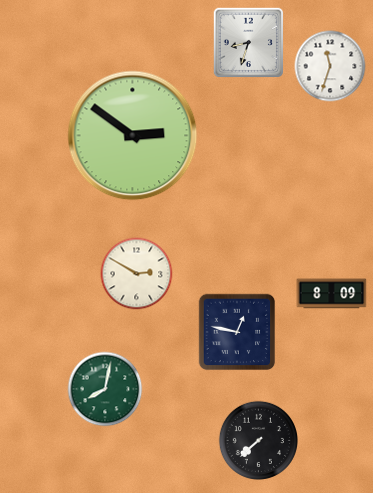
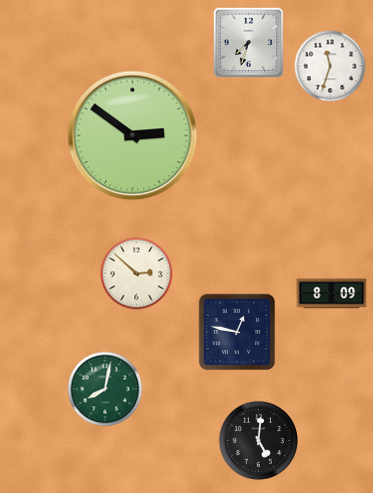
clock at (248, 42): 8:33 -> 7:33
clock at (137, 274): 2:50 -> 2:52
clock at (258, 440): 7:38 -> 5:01
